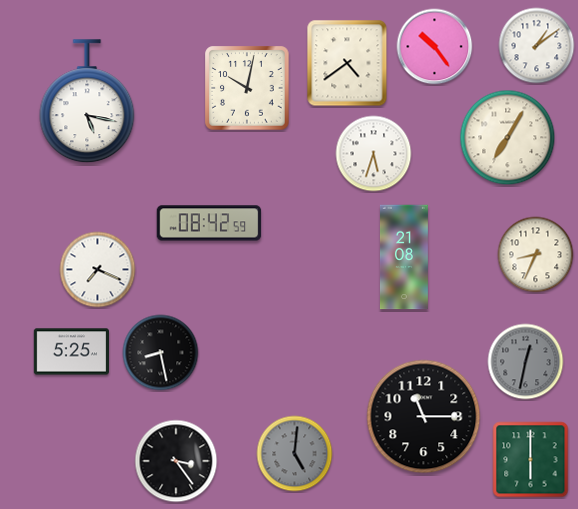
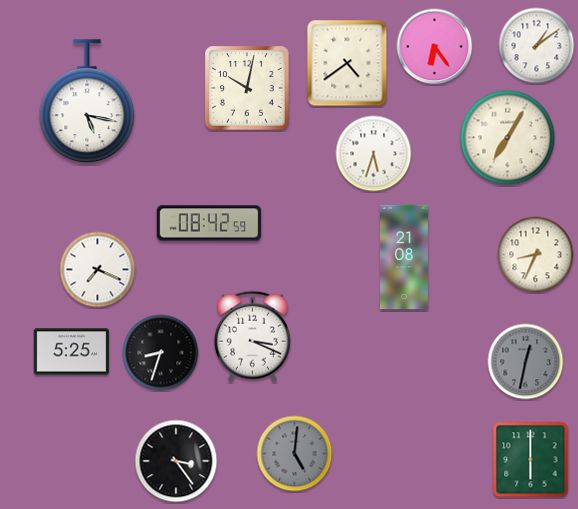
clock at (435, 47): 10:24 -> 6:24
clock at (252, 336): none -> 3:19
clock at (161, 353): 8:28 -> 8:33
clock at (424, 417): 11:15 -> none
